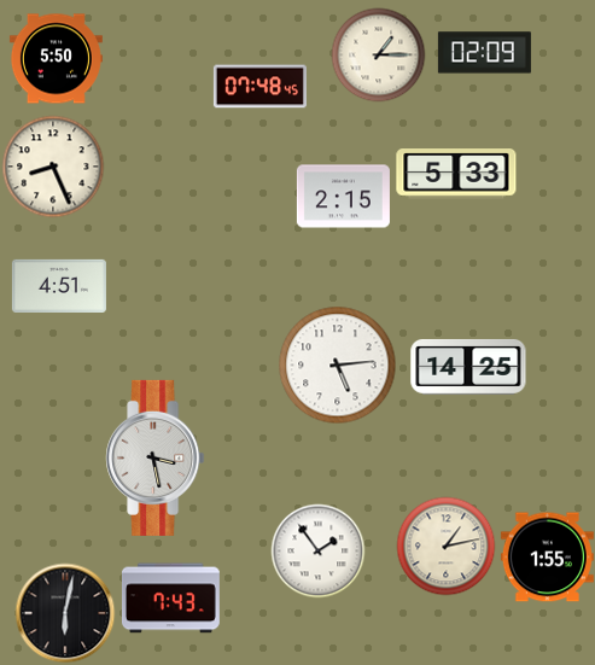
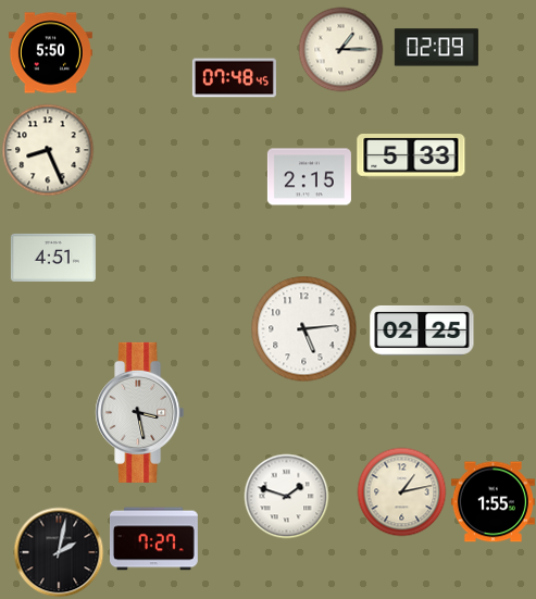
clock at (468, 367): 14:25 -> 02:25
clock at (317, 550): 1:54 -> 1:48
clock at (170, 599): 7:43 -> 7:27
clock at (65, 613): 6:02 -> 2:02
